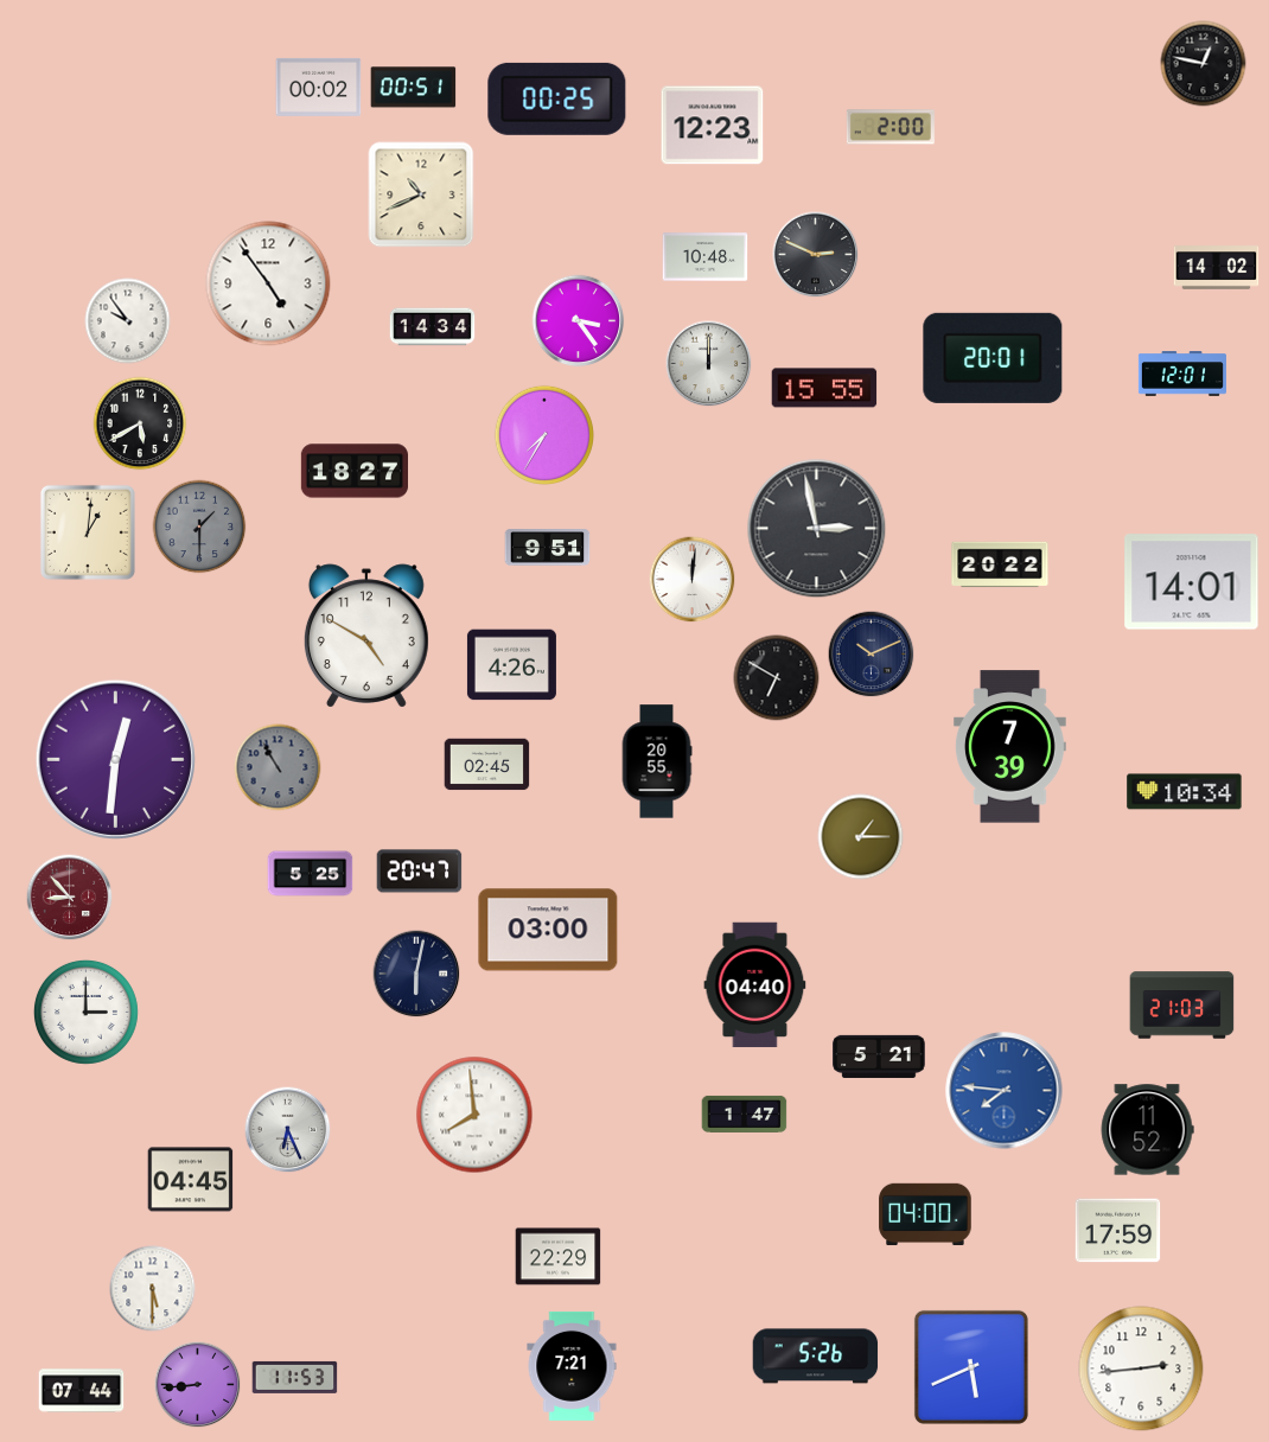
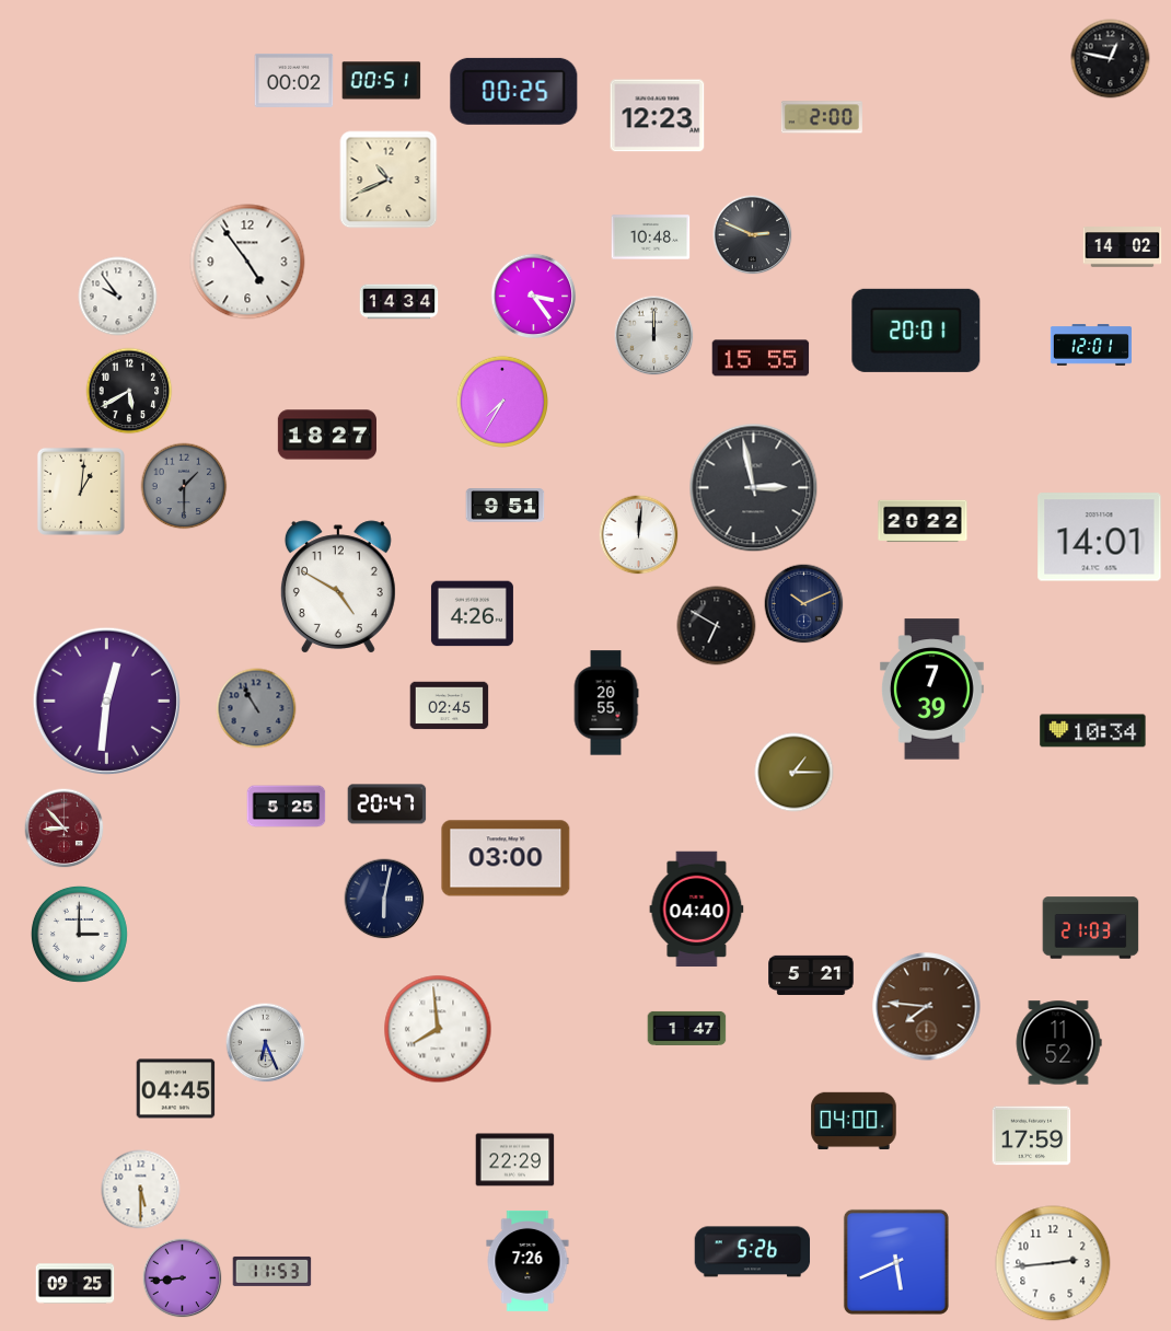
clock at (1005, 1091) dial: blue -> brown
clock at (572, 1366): 7:21 -> 7:26
clock at (82, 1391): 07:44 -> 09:25
